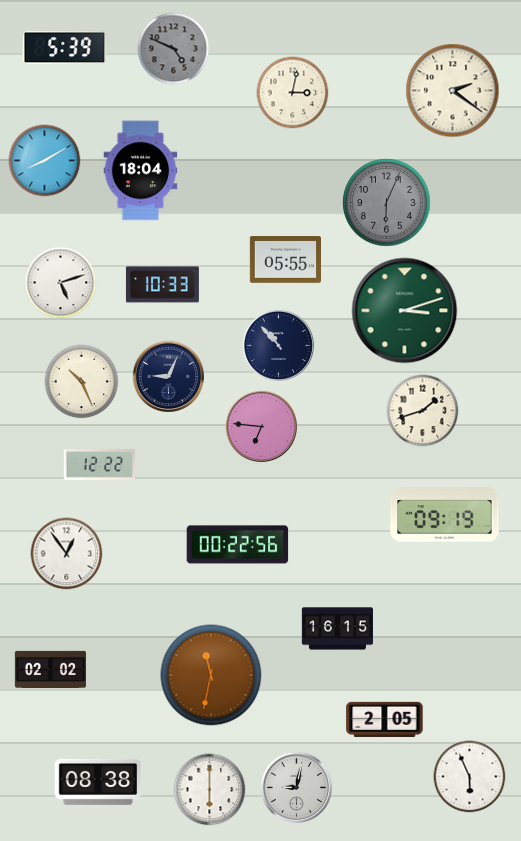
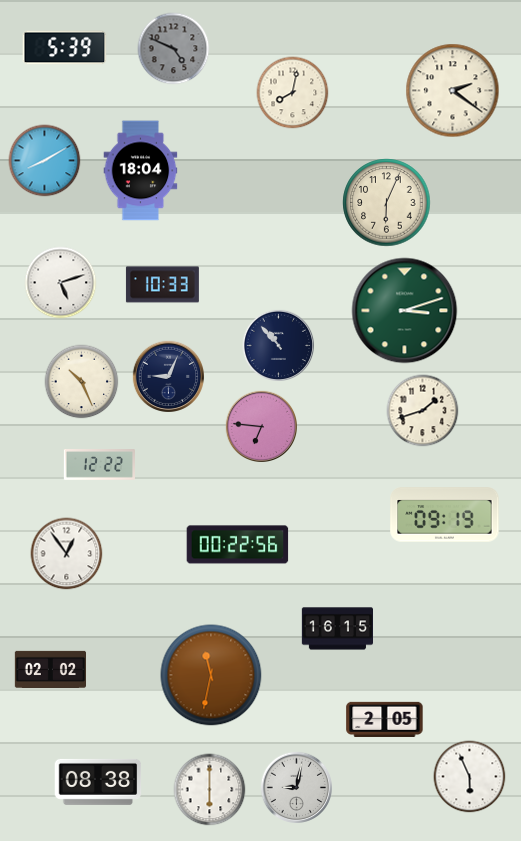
clock at (293, 93): 3:02 -> 8:02
clock at (387, 203) dial: grey -> cream
clock at (285, 260): 05:55 -> none
